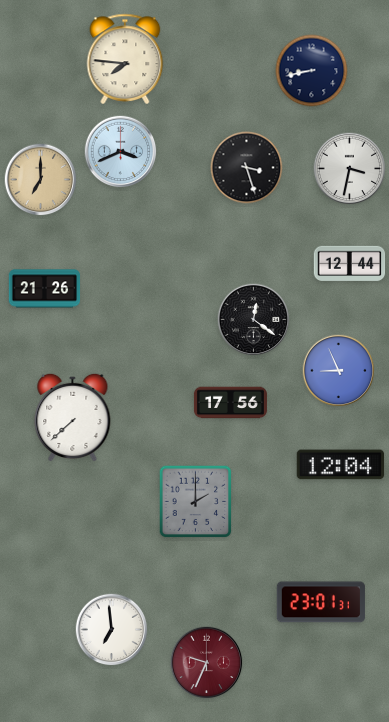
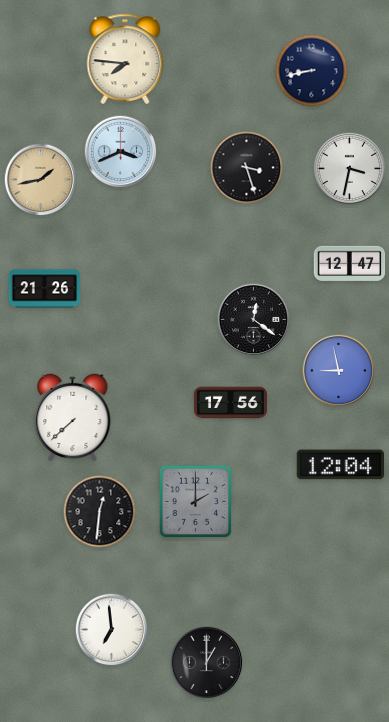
clock at (41, 180): 7:00 -> 1:43
clock at (350, 263): 12:44 -> 12:47
clock at (339, 371): 8:56 -> 8:58
clock at (100, 512): none -> 12:31
clock at (321, 602): 23:01 -> none
clock at (207, 663): 9:34 -> 1:00
clock at (207, 663) dial: burgundy -> black
